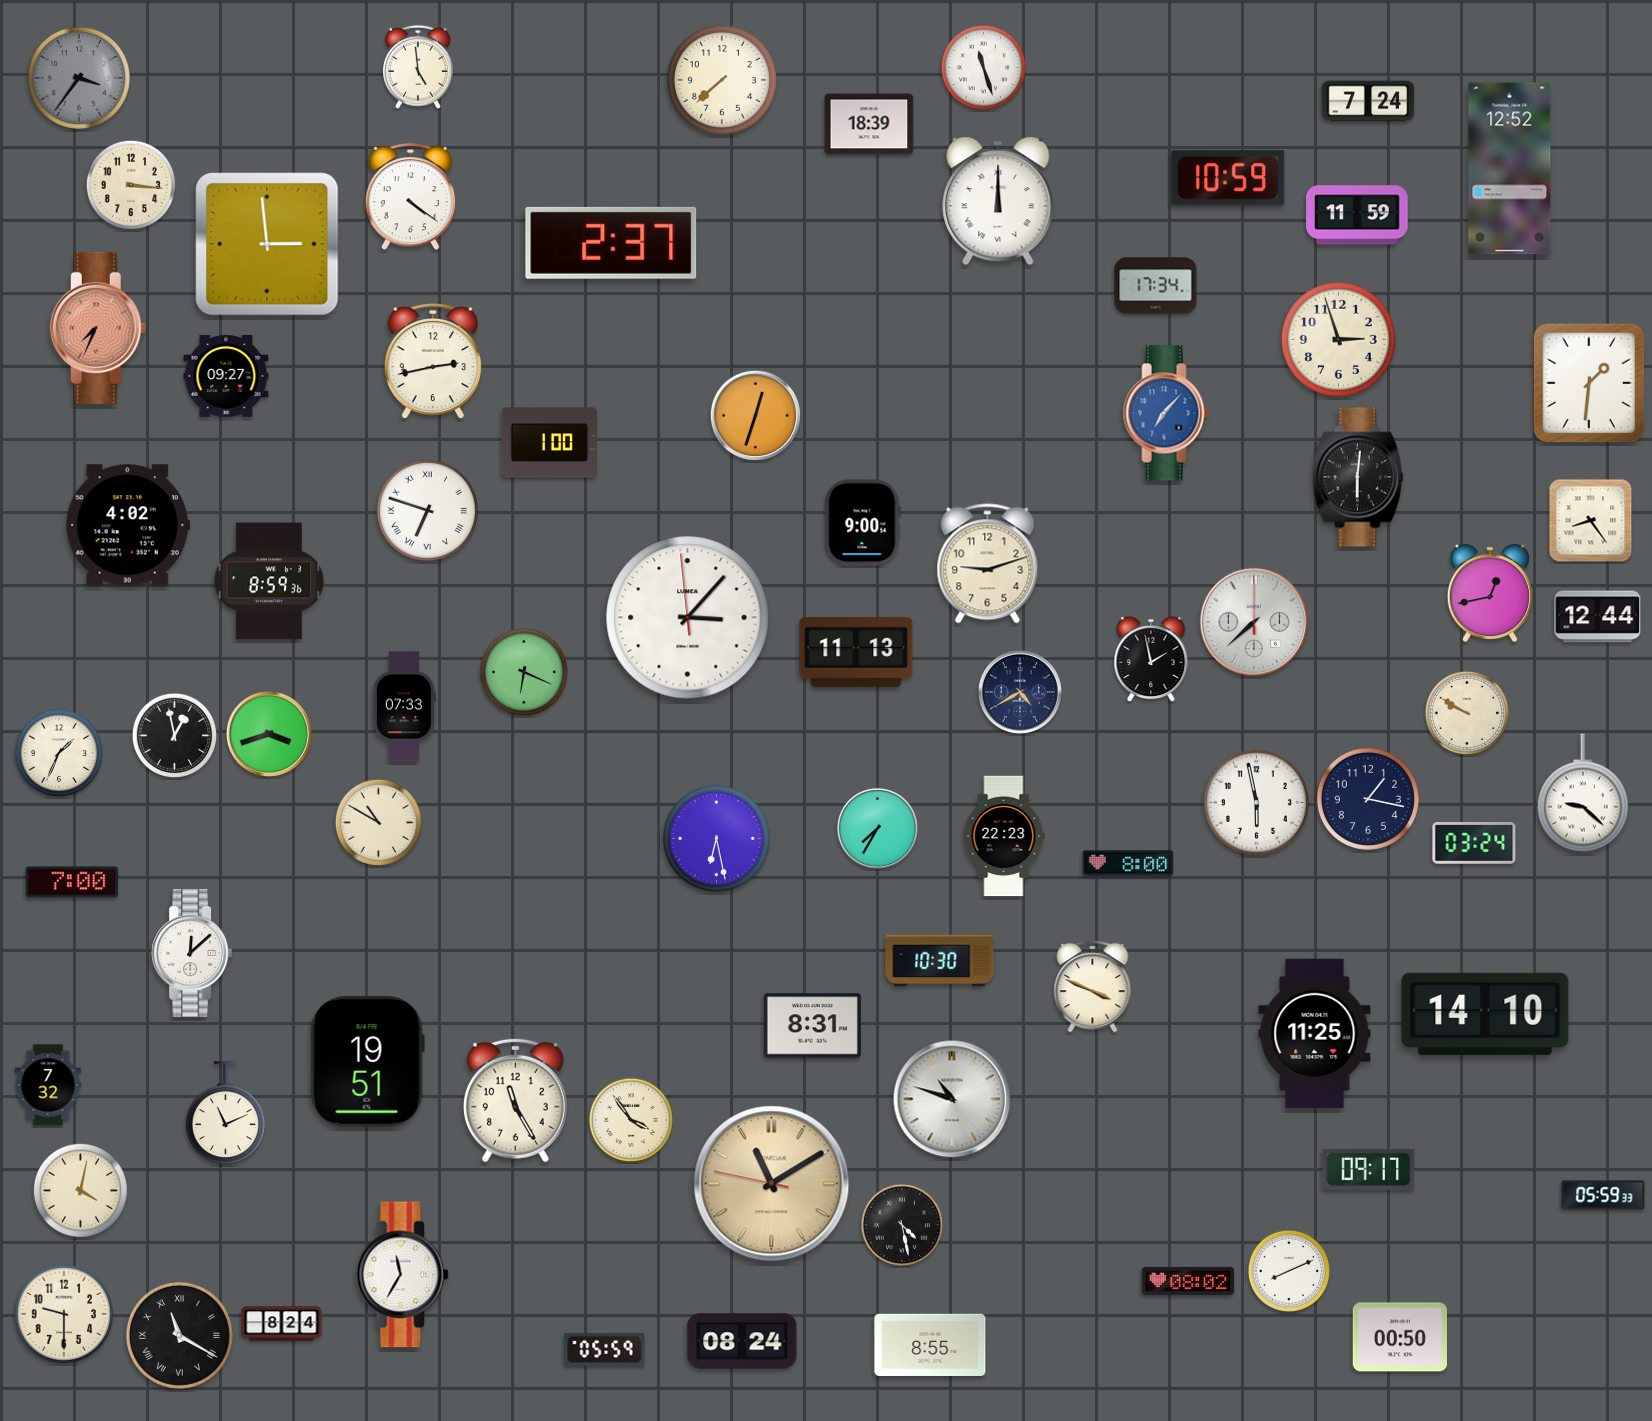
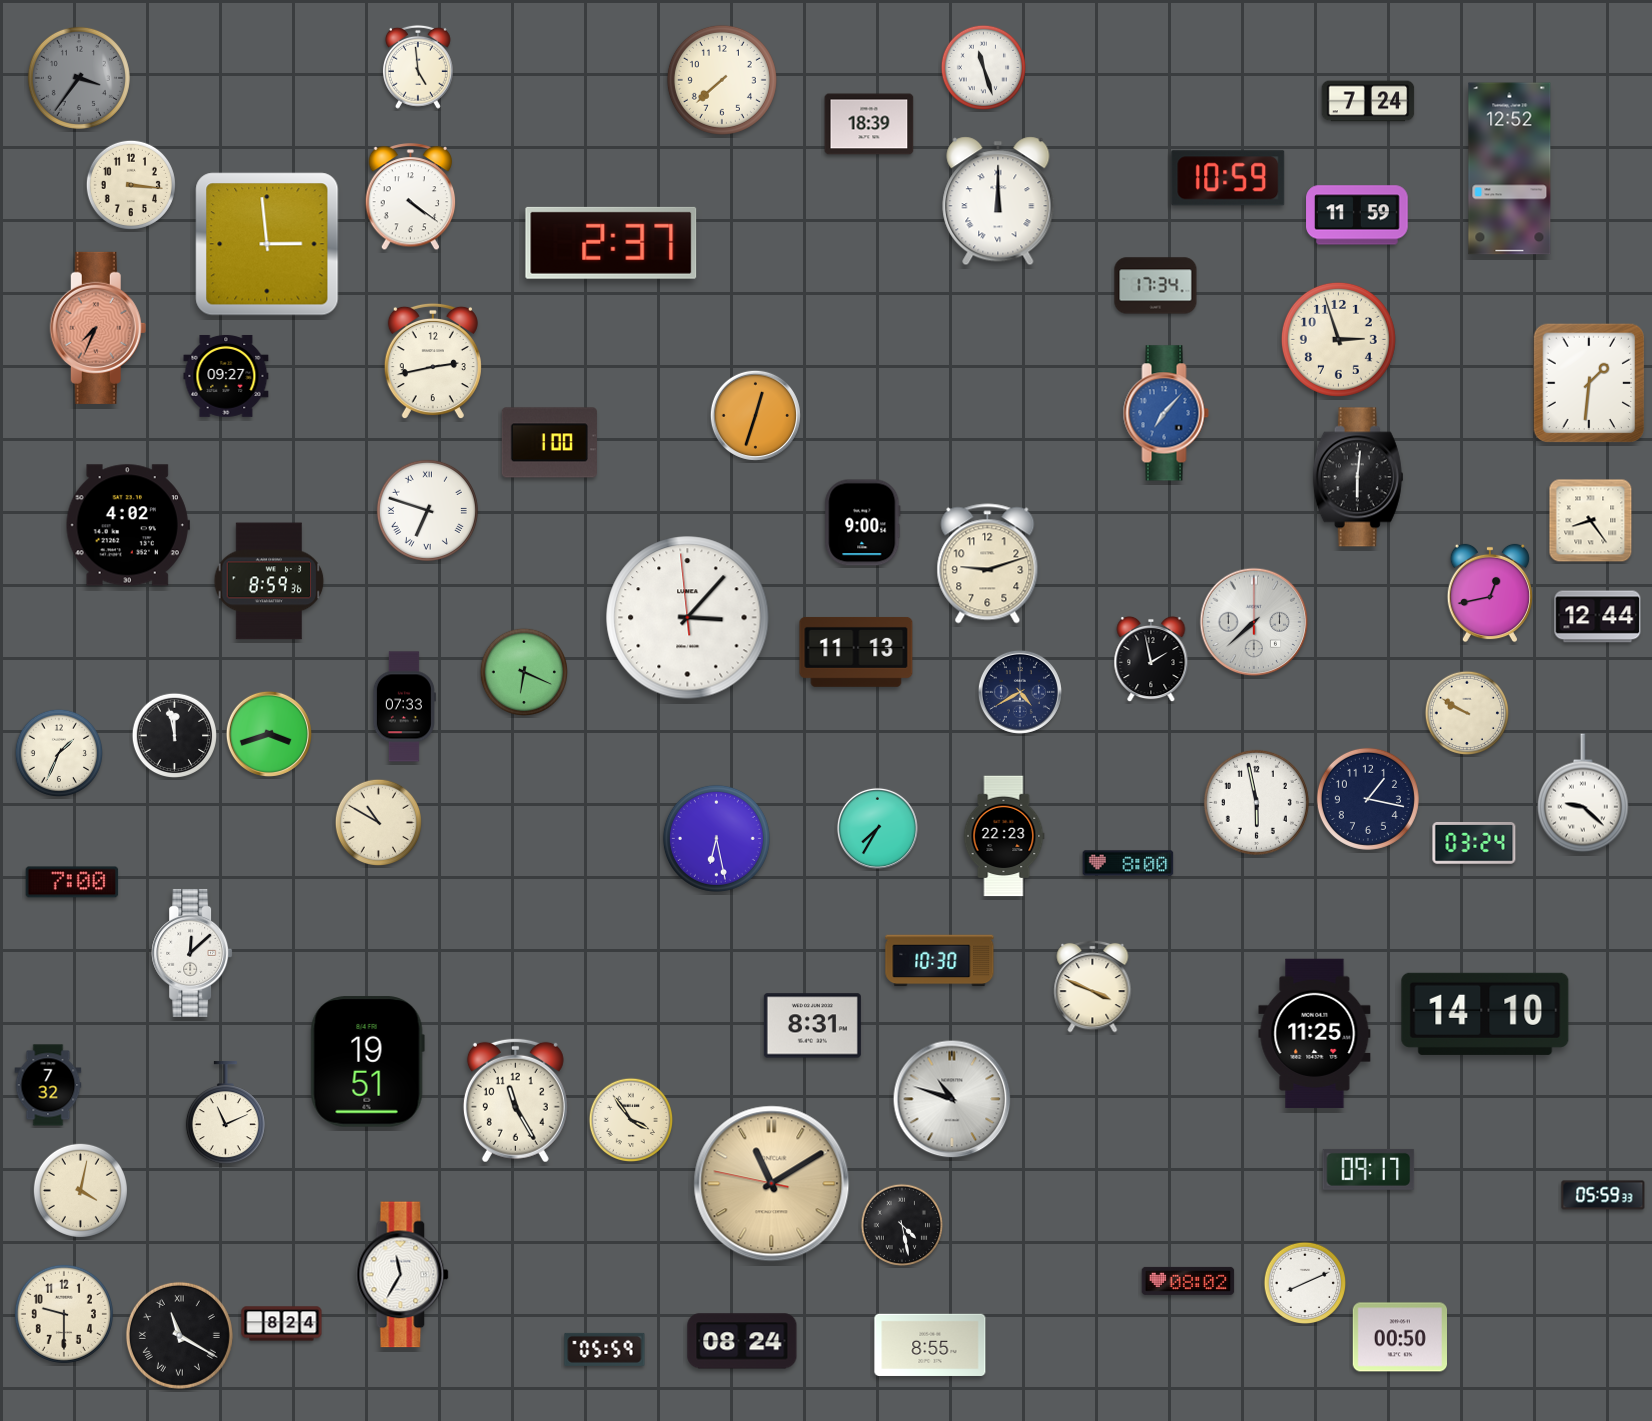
clock at (174, 735): 12:58 -> 11:58
clock at (1289, 1271) position: (1289, 1271) -> (1305, 1283)
